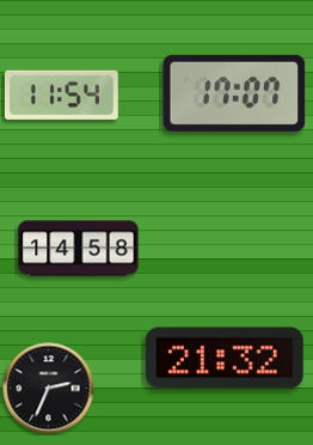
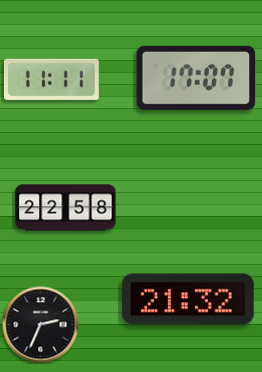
clock at (61, 95): 11:54 -> 11:11
clock at (79, 249): 14:58 -> 22:58
